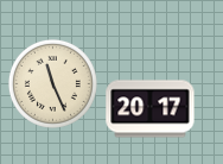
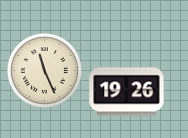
clock at (151, 109): 20:17 -> 19:26
